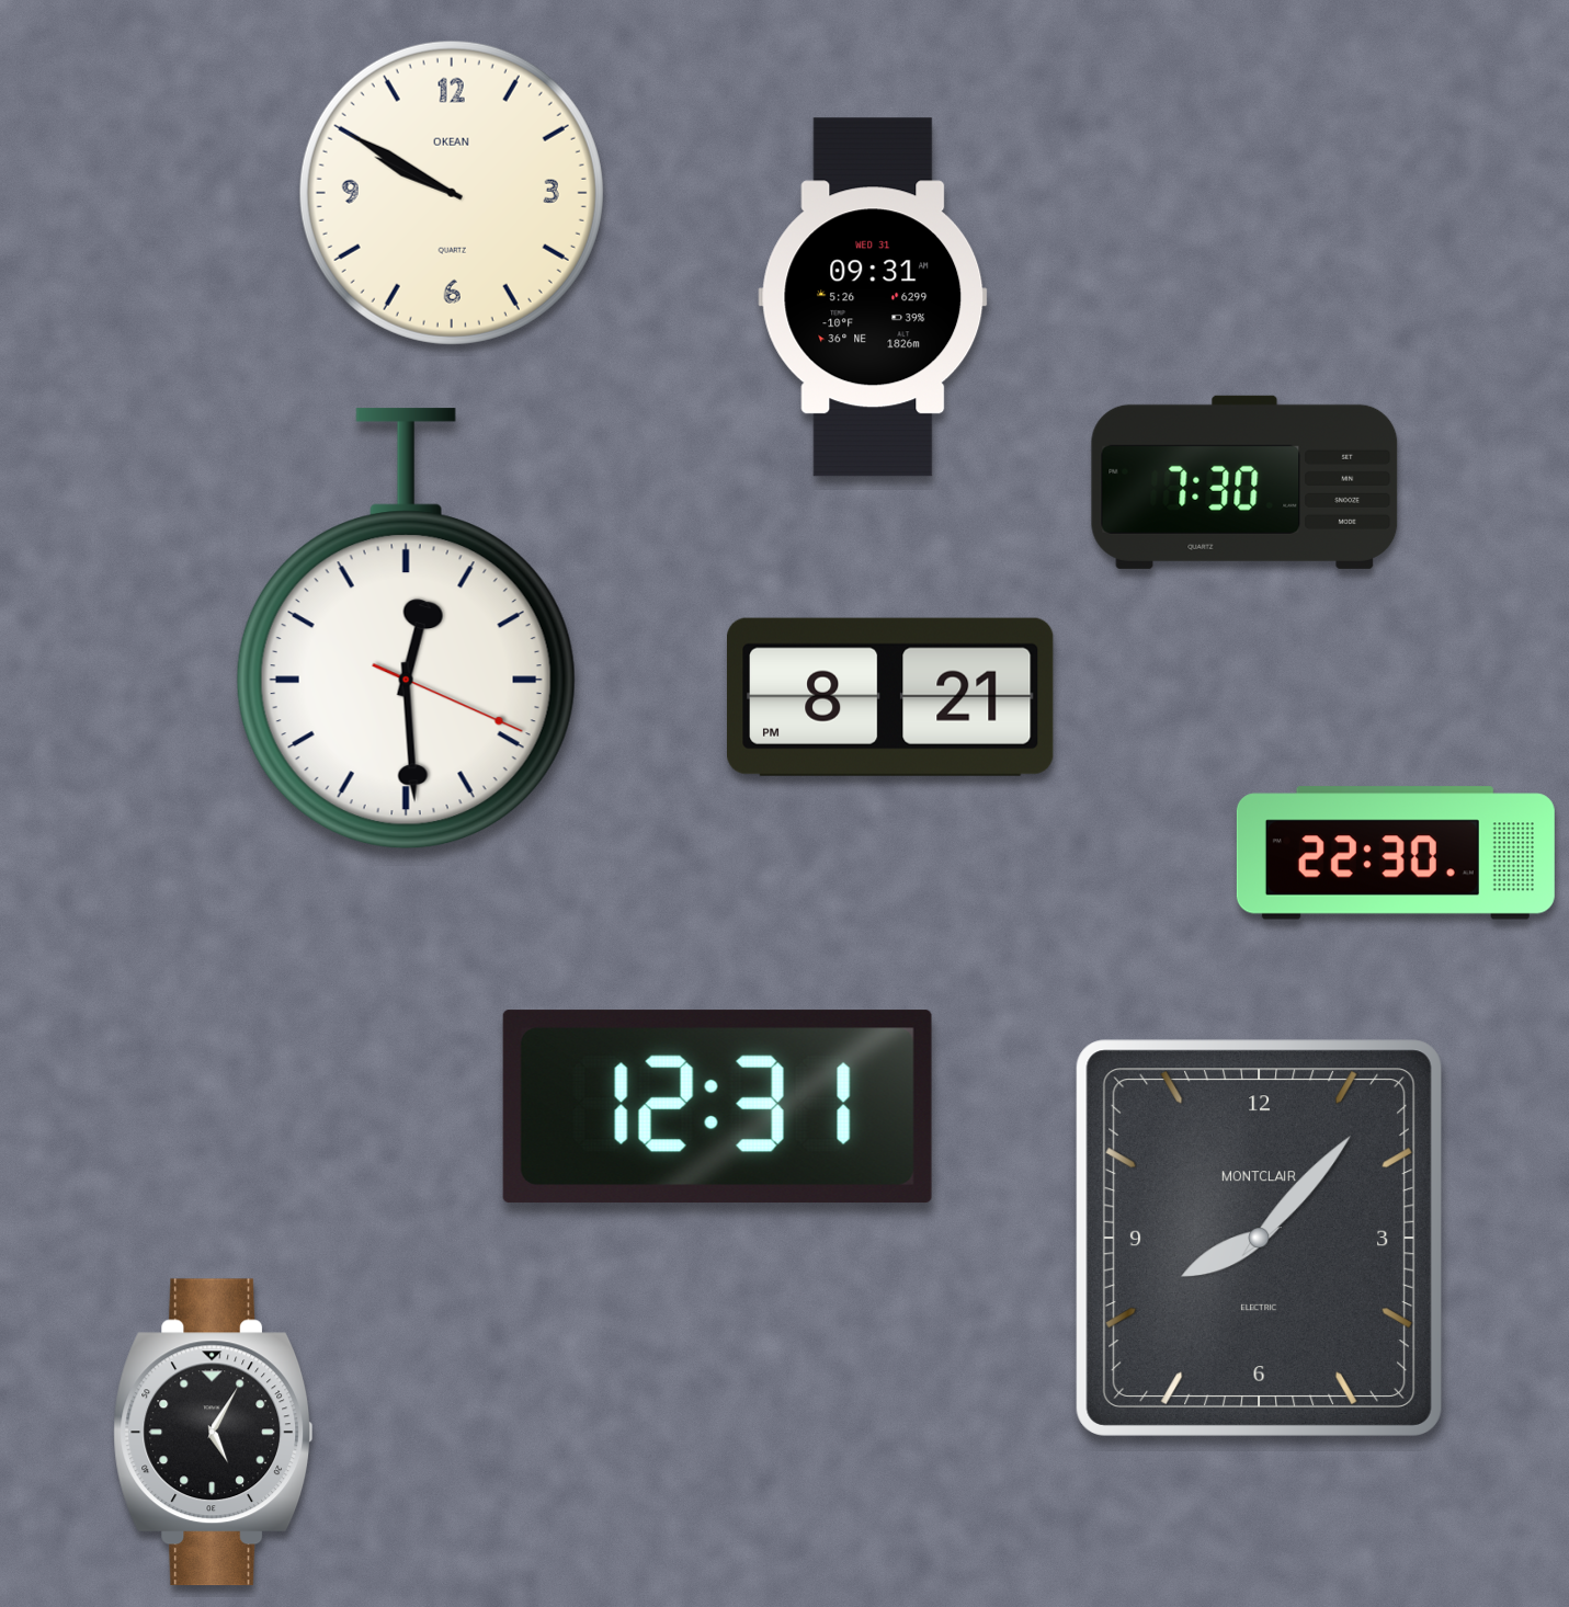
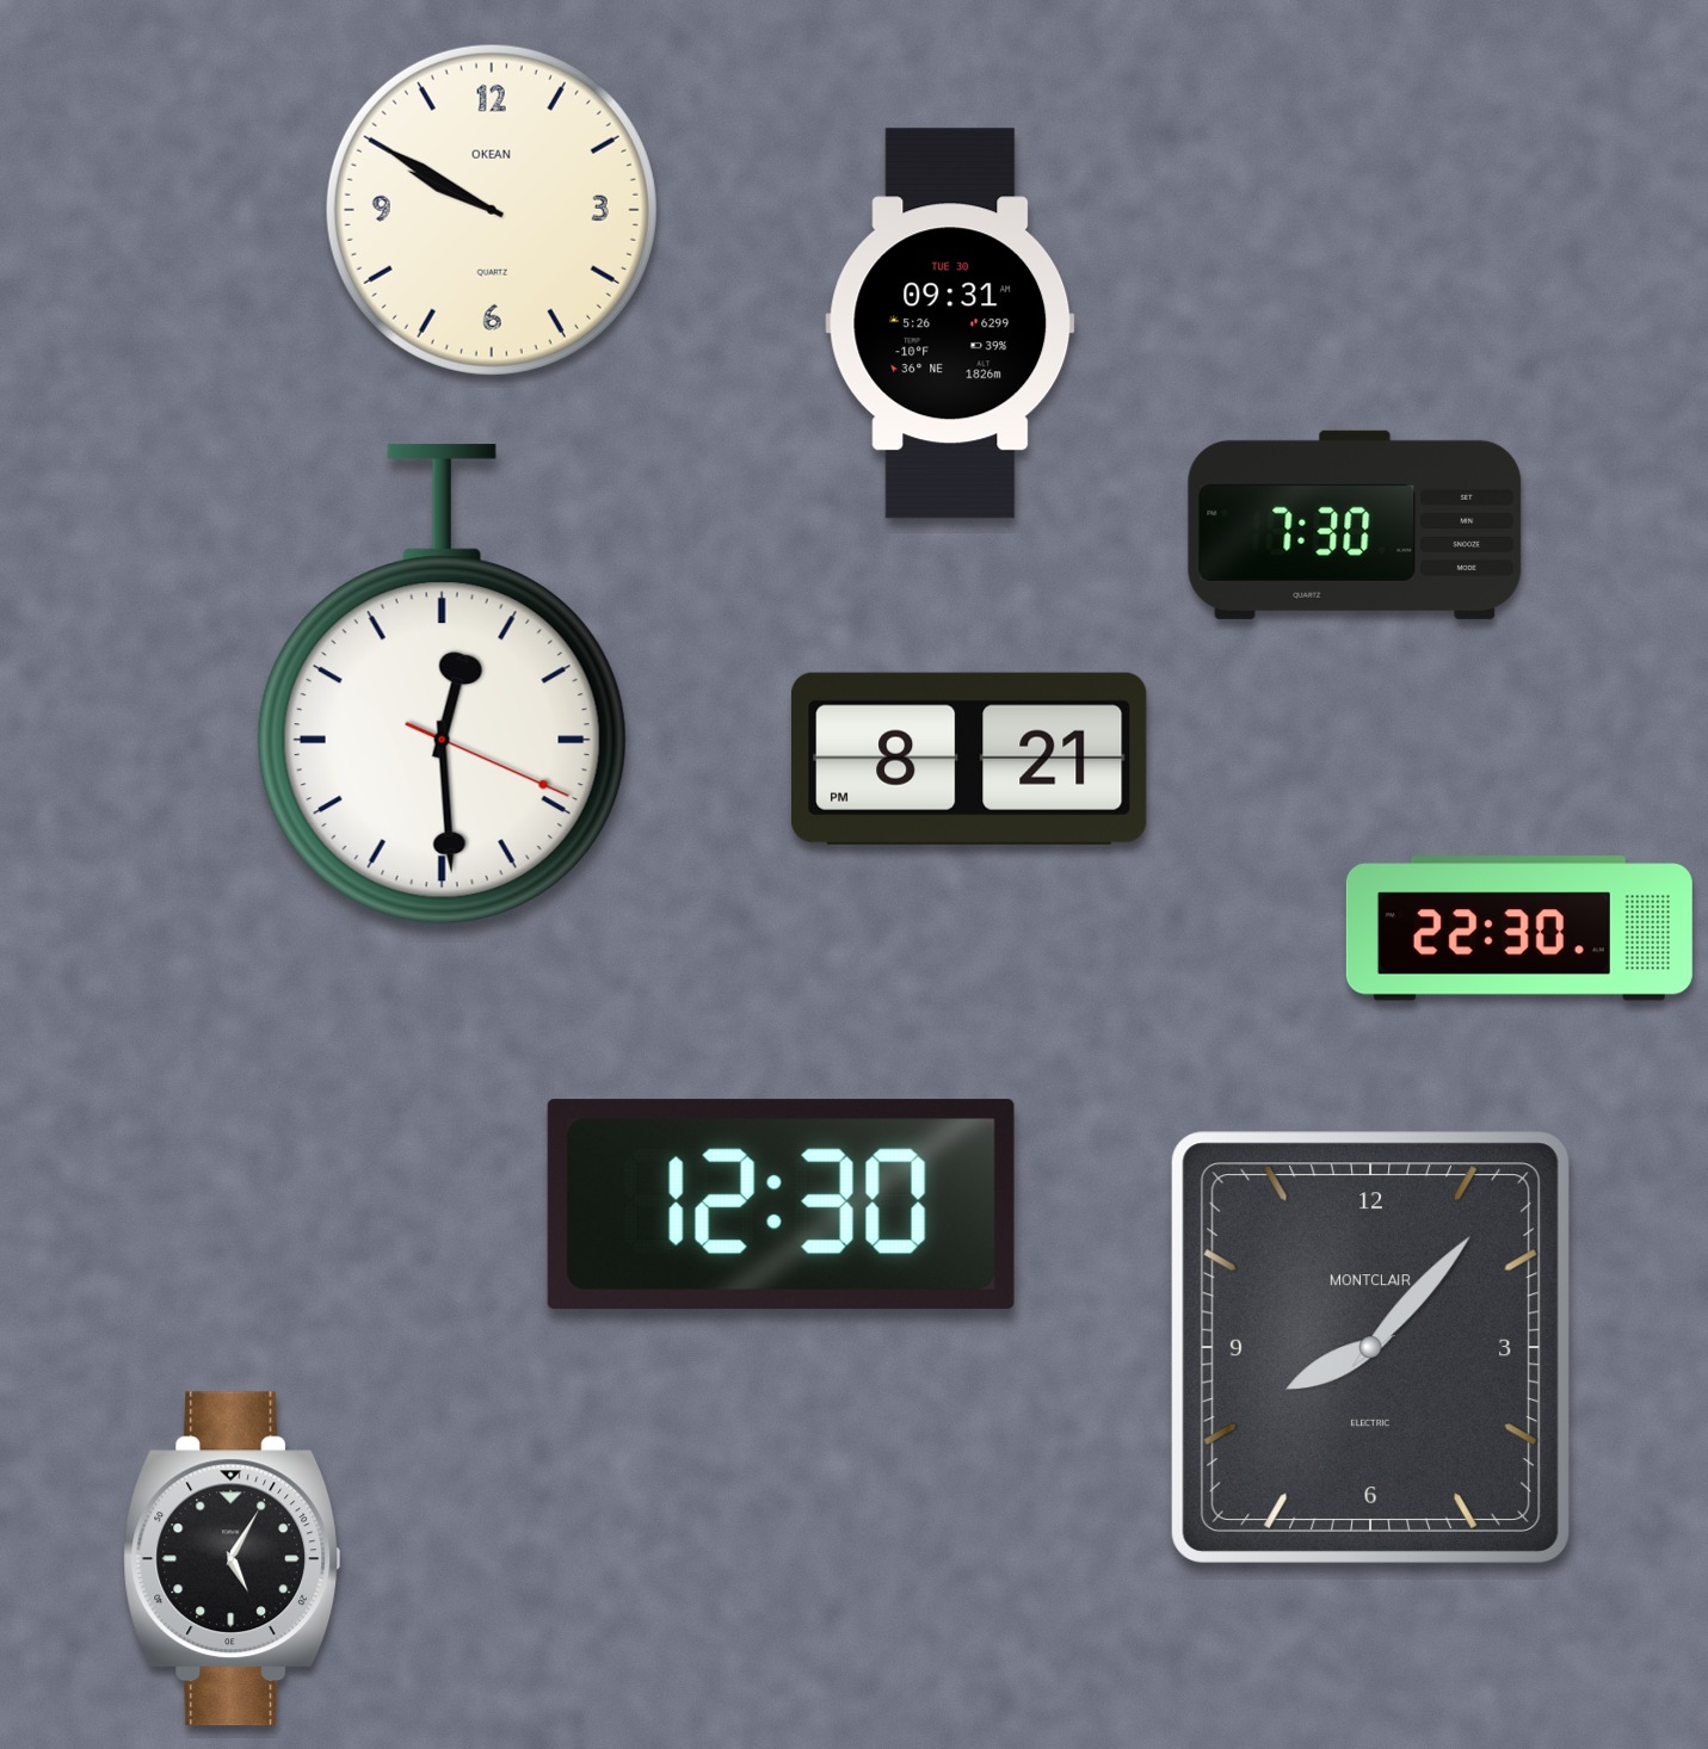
clock at (873, 297) date: WED 31 -> TUE 30
clock at (717, 1107): 12:31 -> 12:30
